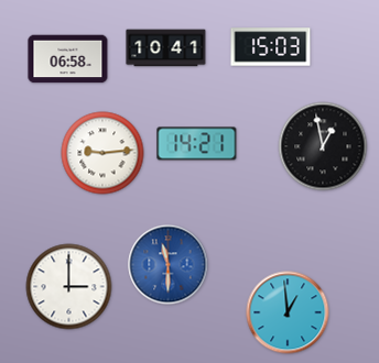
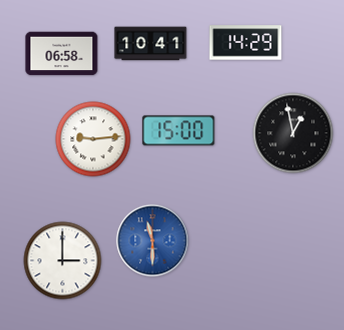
clock at (271, 47): 15:03 -> 14:29
clock at (197, 144): 14:21 -> 15:00
clock at (288, 312): 12:59 -> none
